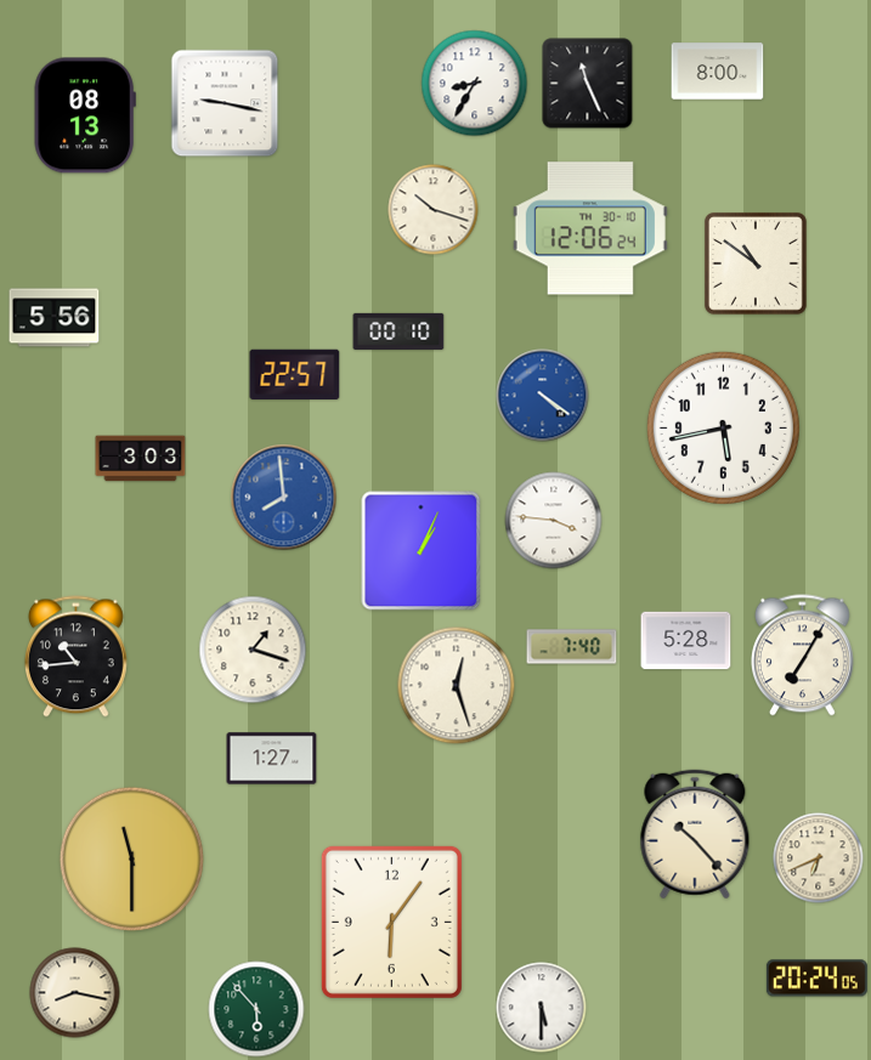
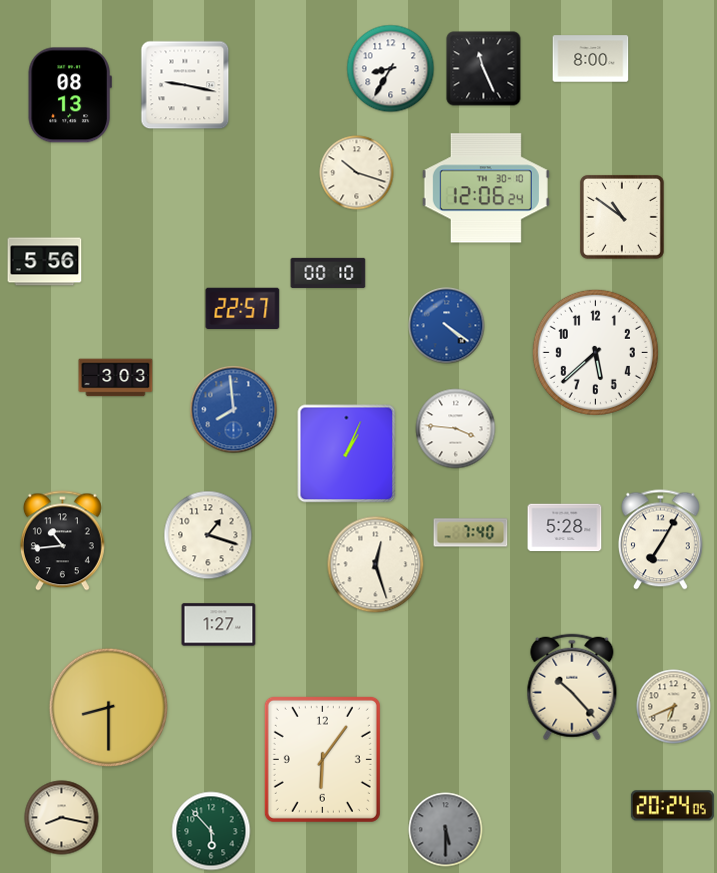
clock at (723, 427): 5:43 -> 5:38
clock at (272, 759) position: (272, 759) -> (219, 625)
clock at (131, 858): 11:30 -> 8:30
clock at (542, 1008) dial: white -> grey
